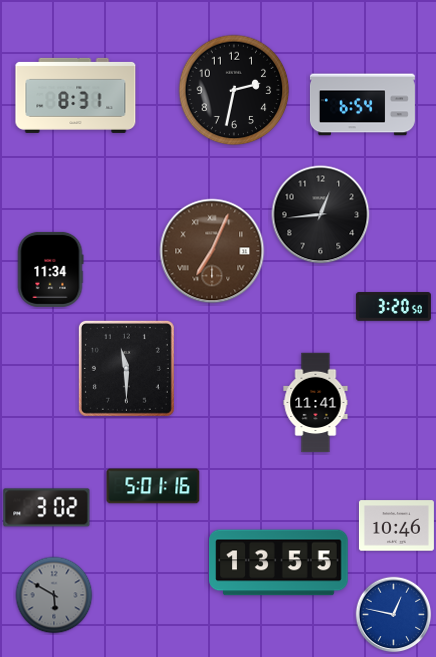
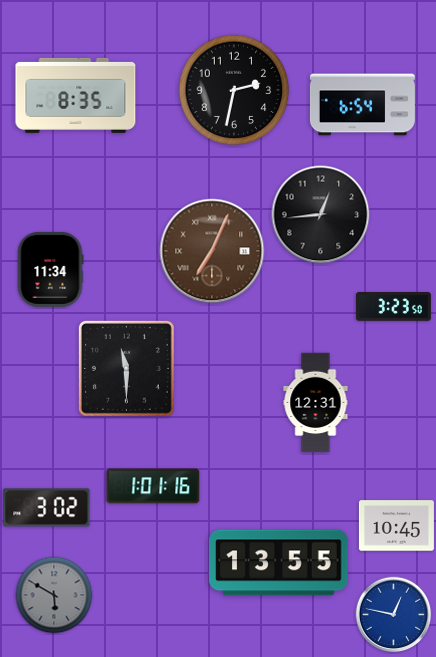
clock at (76, 95): 8:31 -> 8:35
clock at (393, 307): 3:20 -> 3:23
clock at (316, 403): 11:41 -> 12:31
clock at (153, 486): 5:01 -> 1:01
clock at (396, 526): 10:46 -> 10:45
